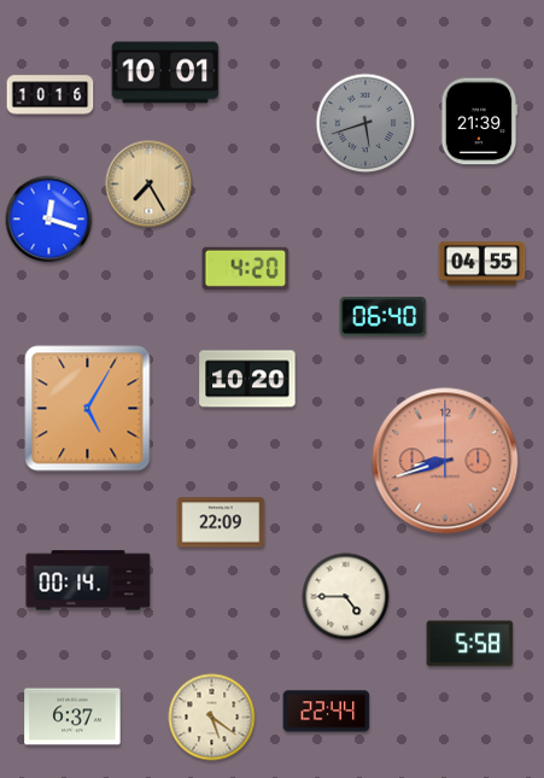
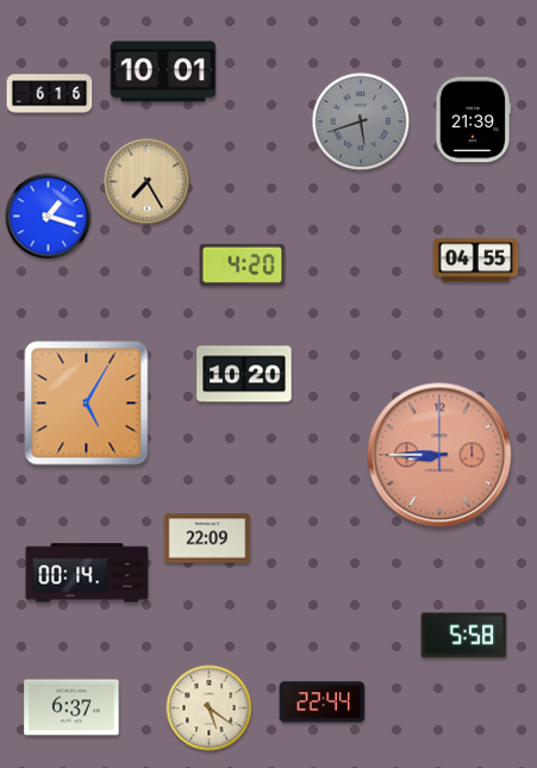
clock at (51, 95): 10:16 -> 6:16
clock at (49, 220): 12:18 -> 1:18
clock at (384, 317): 06:40 -> none
clock at (445, 461): 8:42 -> 8:45
clock at (221, 522) position: (221, 522) -> (207, 538)
clock at (346, 597): 4:45 -> none
